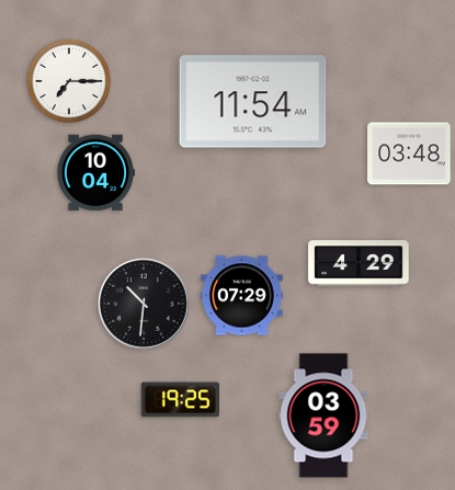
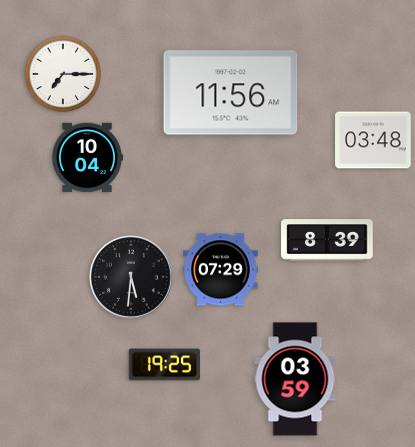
clock at (253, 102): 11:54 -> 11:56
clock at (359, 263): 4:29 -> 8:39
clock at (145, 305): 10:31 -> 5:31
